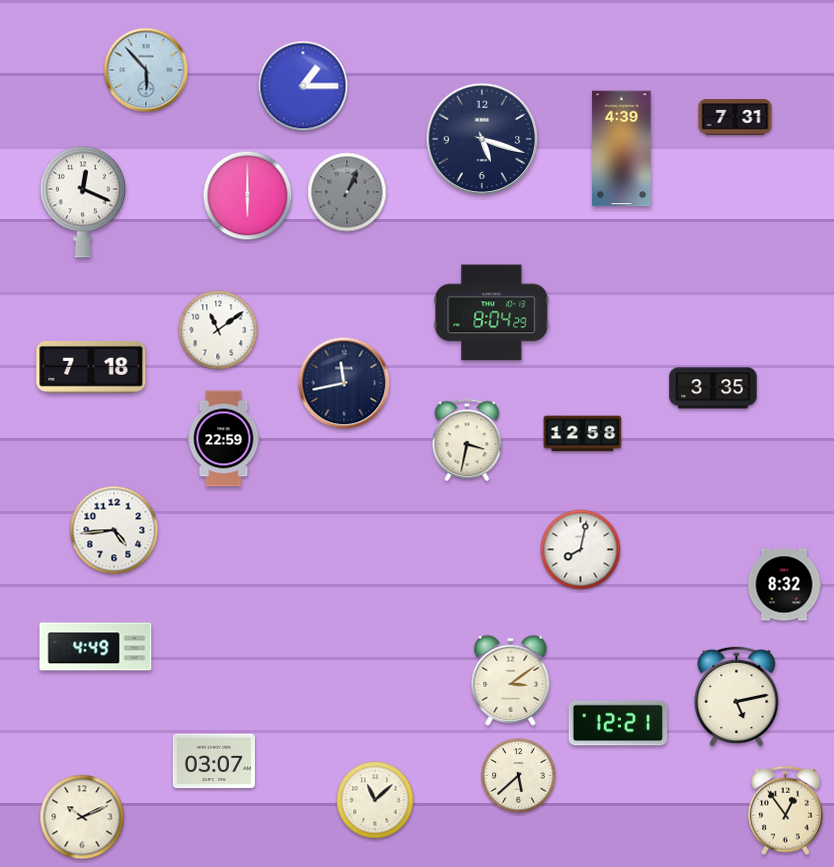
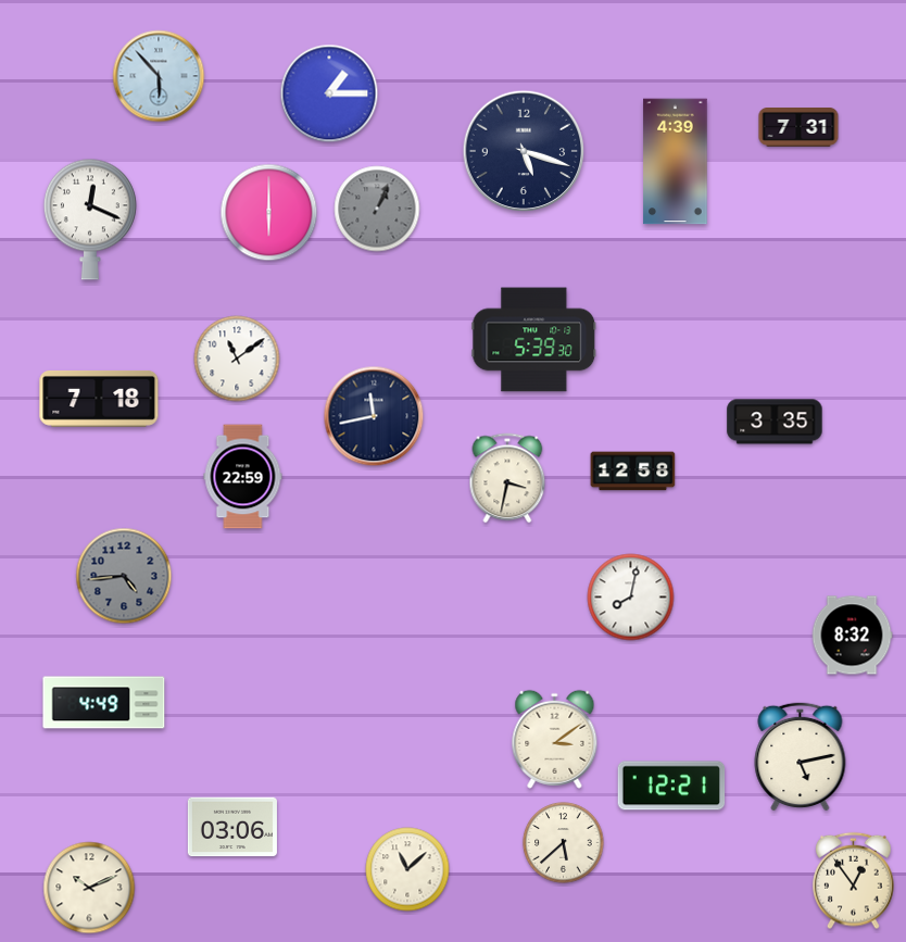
clock at (492, 313): 8:04 -> 5:39
clock at (114, 530) dial: white -> grey
clock at (214, 761): 03:07 -> 03:06
